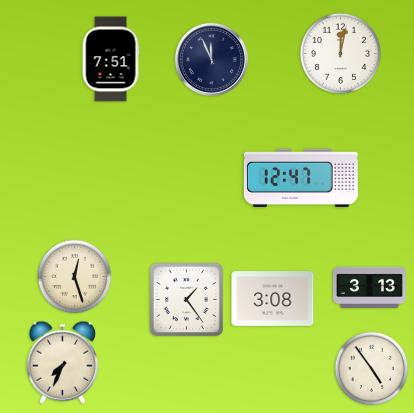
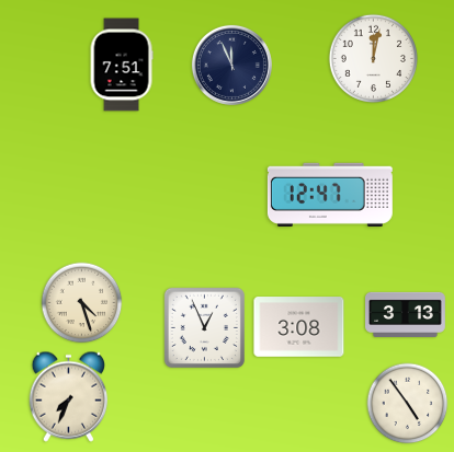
clock at (75, 277): 12:27 -> 4:27
clock at (186, 299): 1:24 -> 12:56
